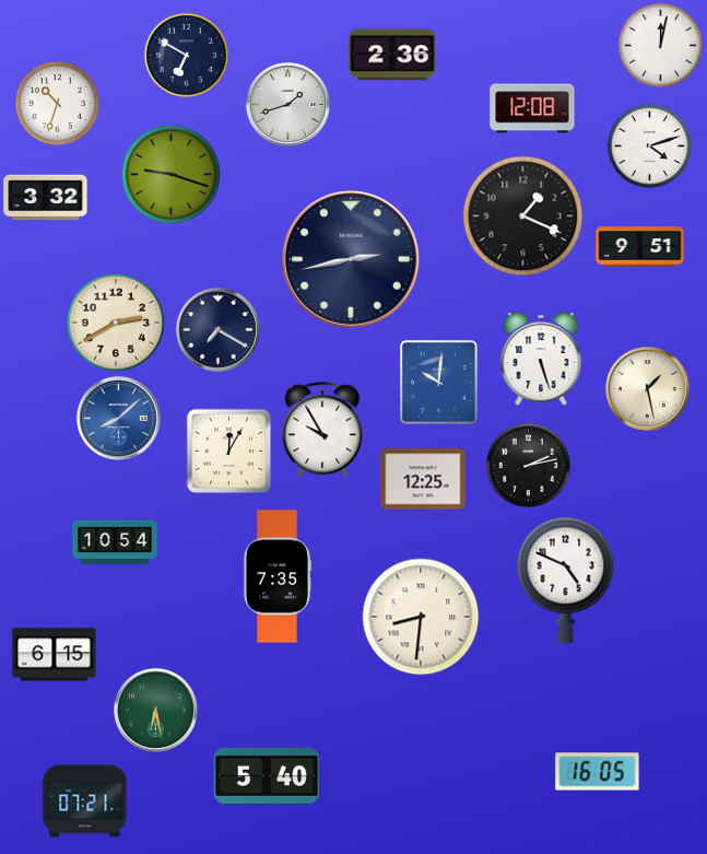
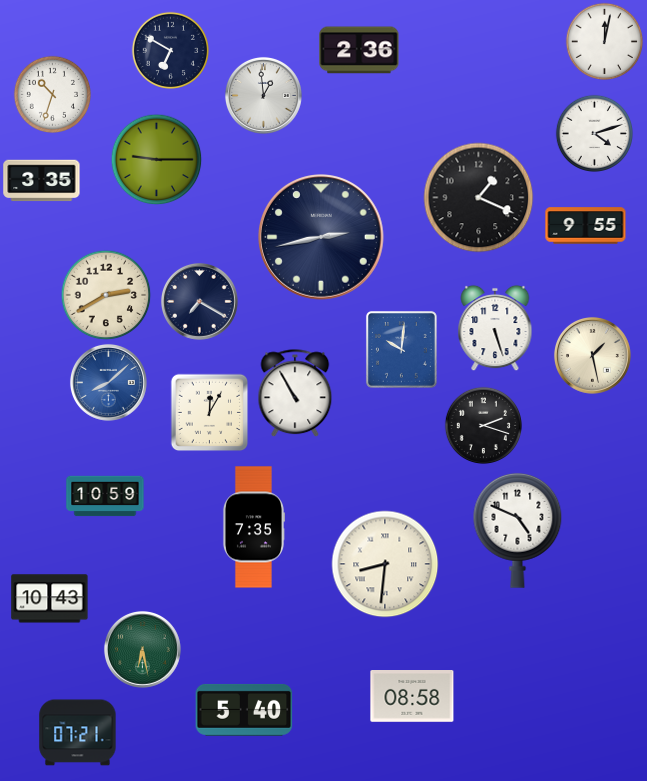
clock at (287, 104): 1:42 -> 12:59
clock at (532, 108): 12:08 -> none
clock at (170, 174): 9:18 -> 9:15
clock at (46, 198): 3:32 -> 3:35
clock at (640, 247): 9:51 -> 9:55
clock at (322, 430): 9:55 -> 10:55
clock at (528, 465): 2:13 -> 2:18
clock at (423, 479): 12:25 -> none
clock at (115, 542): 10:54 -> 10:59
clock at (55, 655): 6:15 -> 10:43
clock at (412, 697): none -> 08:58
clock at (598, 772): 16:05 -> none
